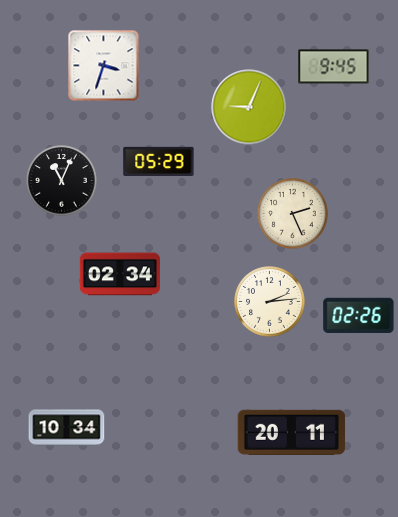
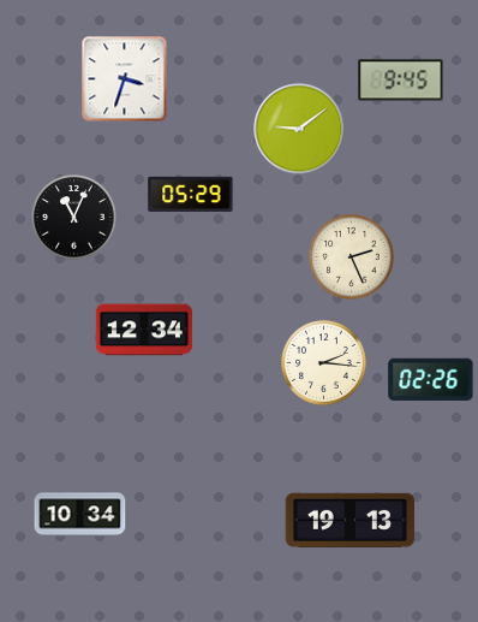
clock at (249, 107): 9:04 -> 9:09
clock at (120, 274): 02:34 -> 12:34
clock at (270, 302): 2:14 -> 2:16
clock at (292, 432): 20:11 -> 19:13
